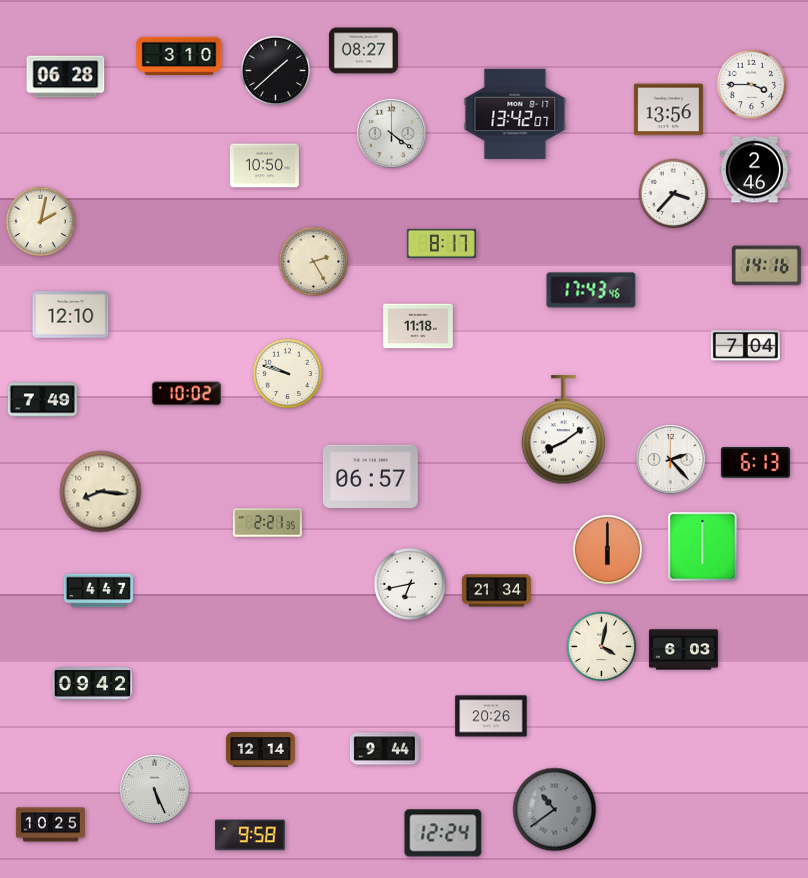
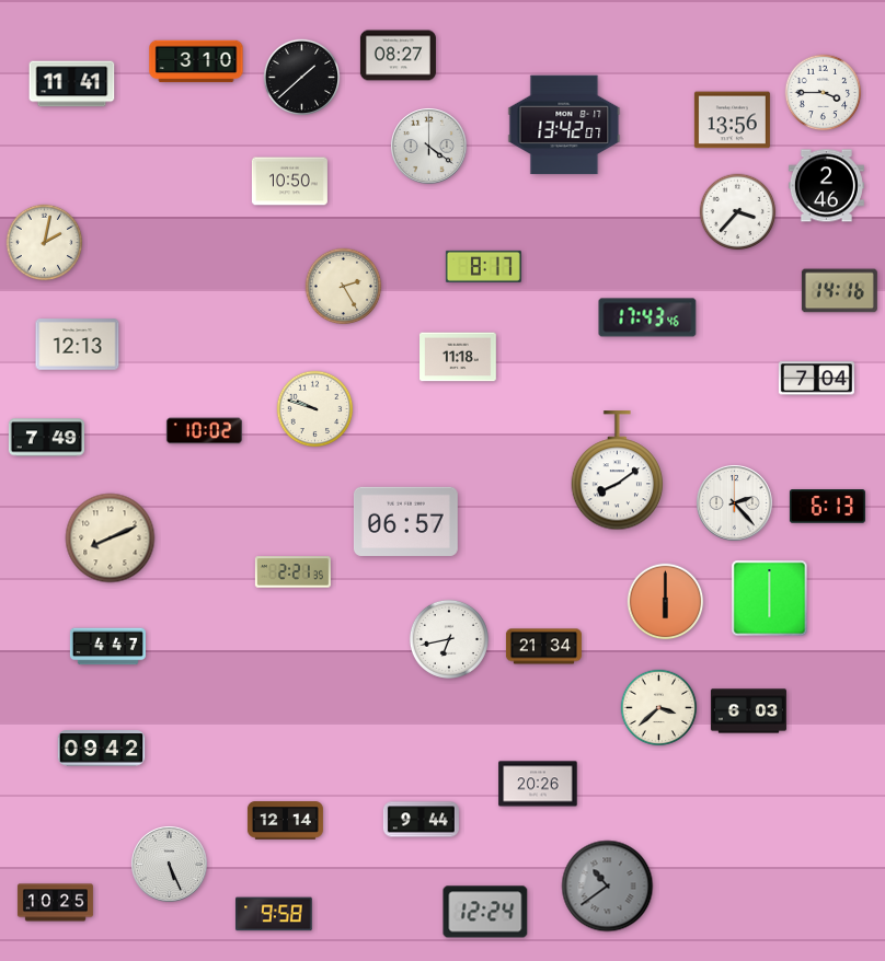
clock at (66, 77): 06:28 -> 11:41
clock at (71, 315): 12:10 -> 12:13
clock at (101, 492): 8:16 -> 8:11
clock at (602, 647): 4:02 -> 3:38
